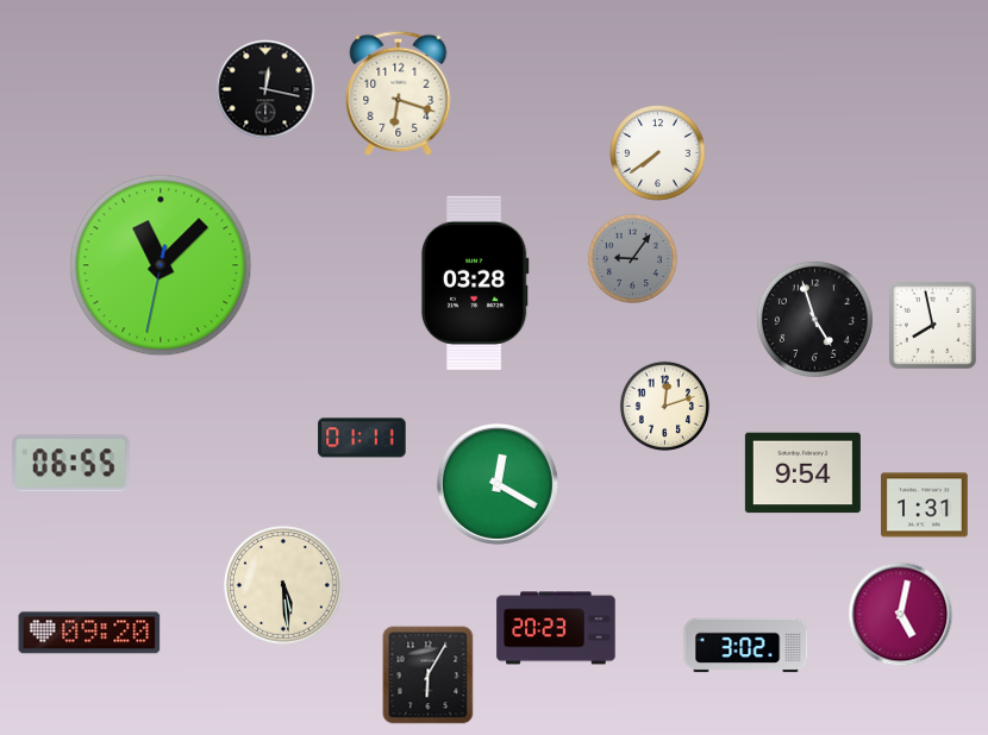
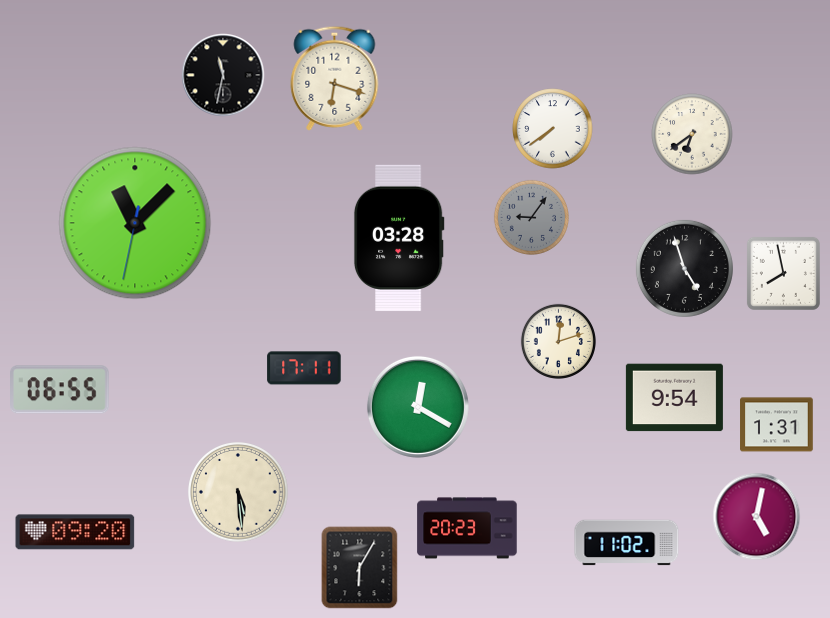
clock at (265, 89): 12:17 -> 11:32
clock at (692, 134): none -> 6:39
clock at (362, 438): 01:11 -> 17:11
clock at (746, 646): 3:02 -> 11:02
